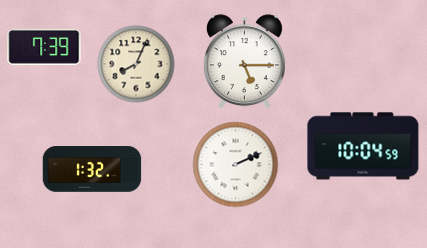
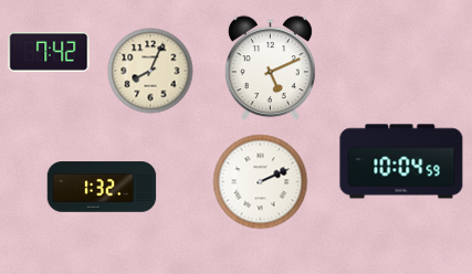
clock at (44, 47): 7:39 -> 7:42
clock at (244, 62): 5:15 -> 5:11
